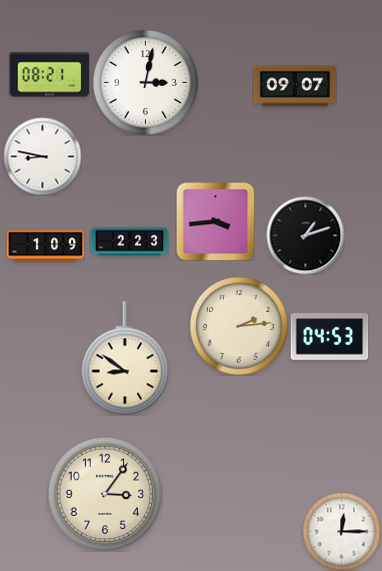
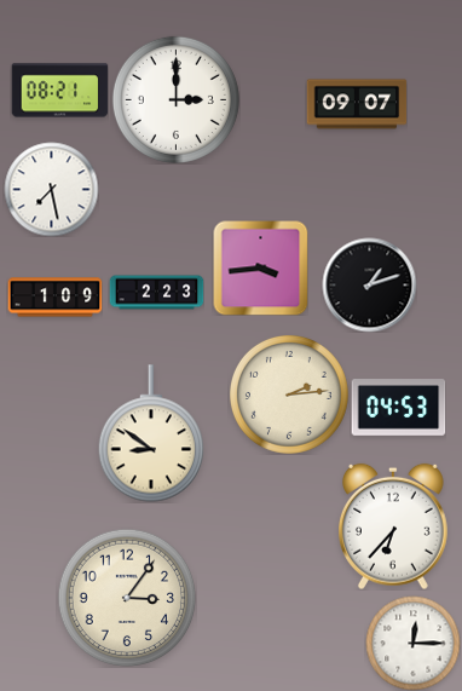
clock at (145, 82): 3:02 -> 3:00
clock at (42, 156): 8:47 -> 7:28
clock at (394, 526): none -> 6:37
